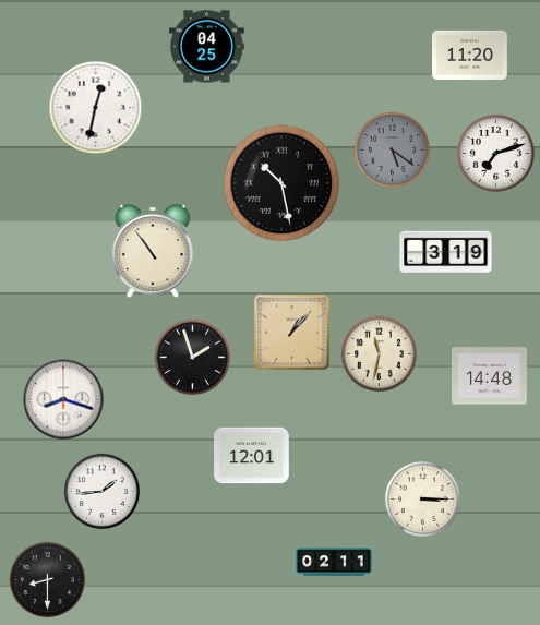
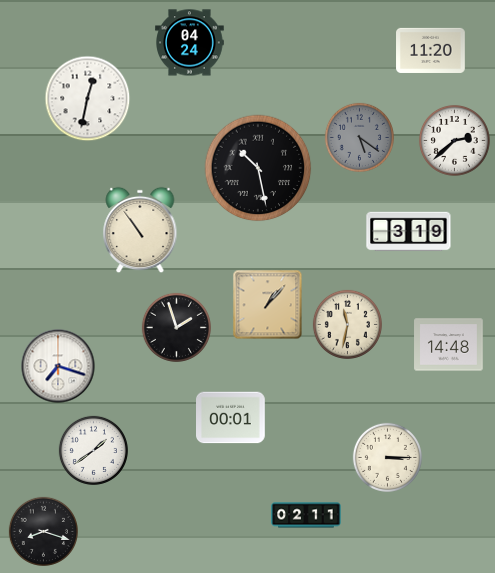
clock at (207, 47): 04:25 -> 04:24
clock at (495, 153): 7:12 -> 2:38
clock at (63, 399): 8:18 -> 7:18
clock at (252, 456): 12:01 -> 00:01
clock at (101, 491): 1:44 -> 1:39
clock at (47, 579): 8:30 -> 8:18
